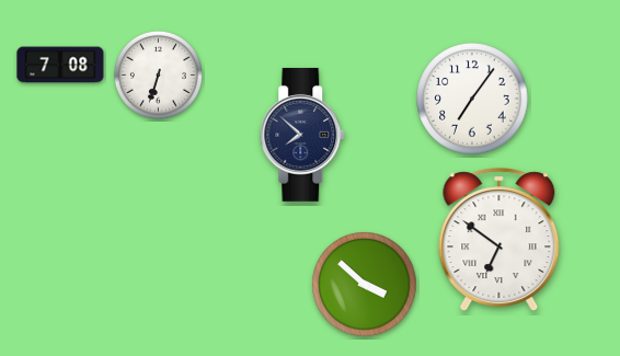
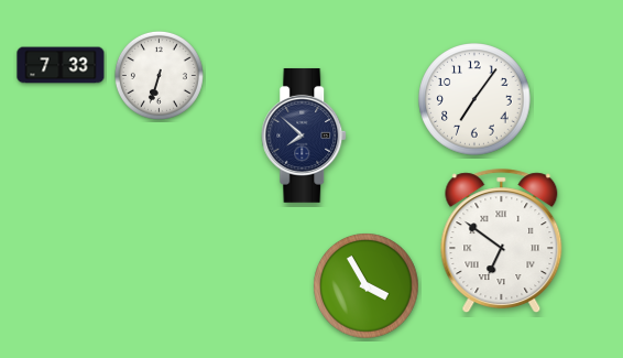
clock at (60, 65): 7:08 -> 7:33
clock at (365, 285): 3:52 -> 3:55
